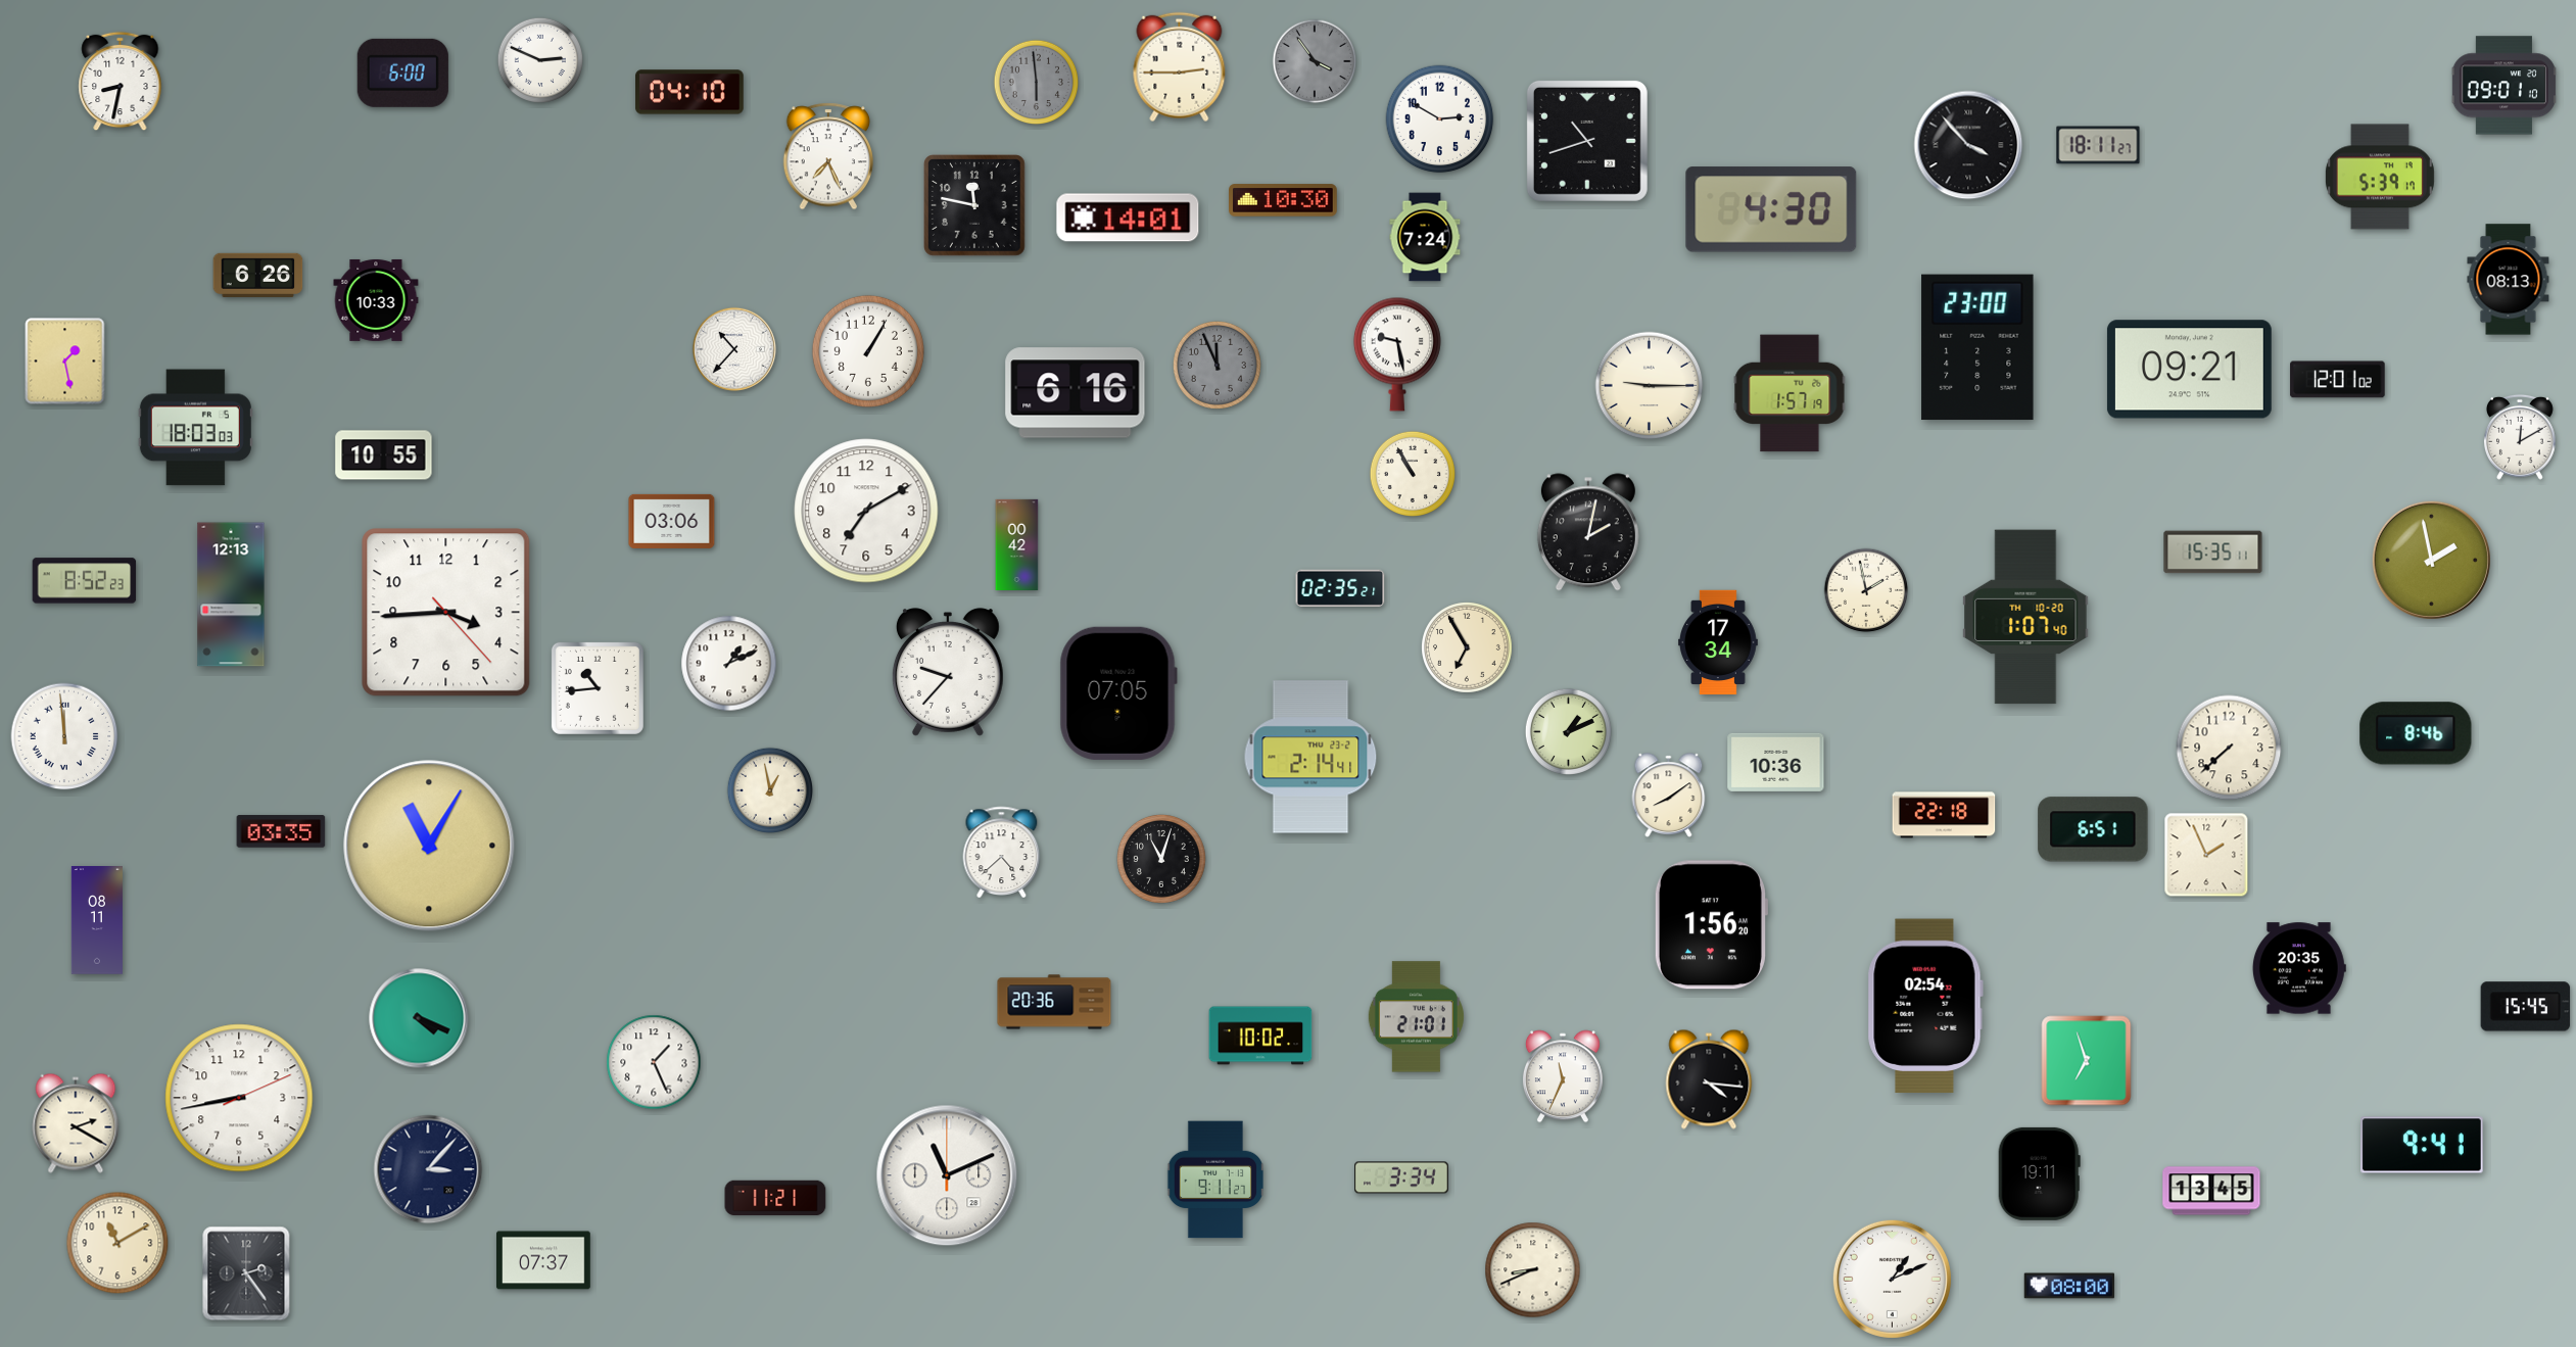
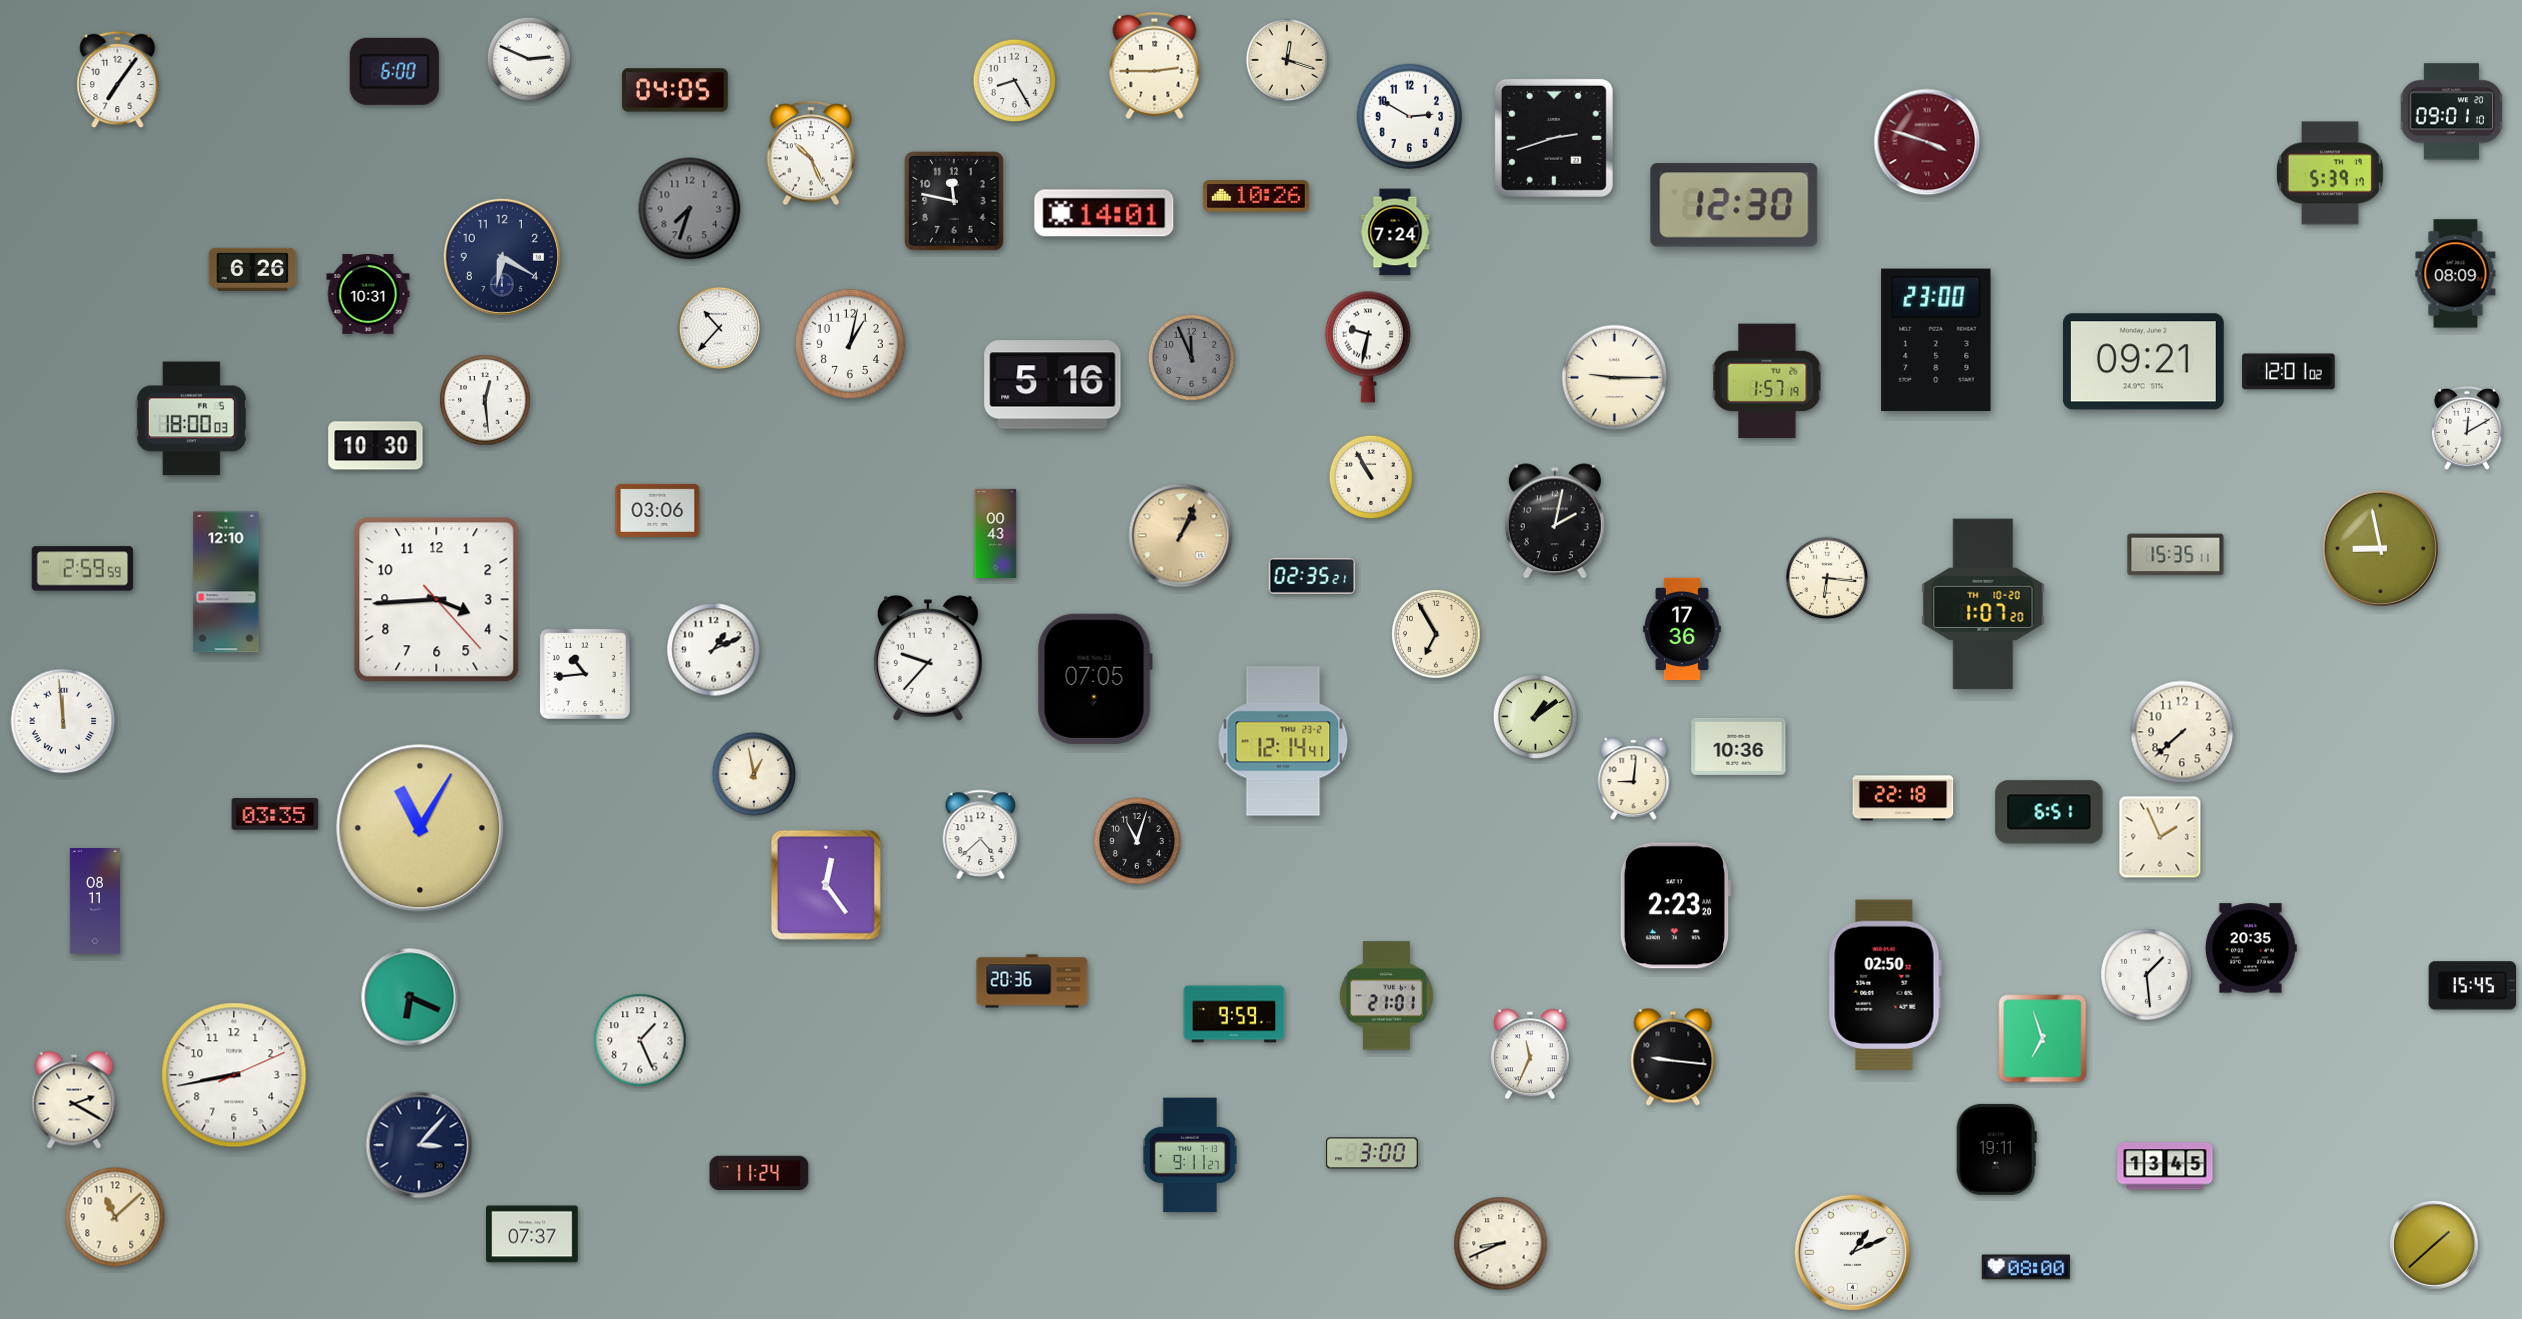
clock at (1315, 61): 3:54 -> 12:18
clock at (1315, 61) dial: grey -> cream
clock at (121, 82): 8:32 -> 7:06
clock at (1037, 83): 5:59 -> 8:25
clock at (1037, 83) dial: grey -> white
clock at (2503, 86) position: (2503, 86) -> (2451, 112)
clock at (689, 92): 04:10 -> 04:05
clock at (1587, 141): 10:42 -> 2:42
clock at (1968, 145): 3:53 -> 3:48
clock at (1968, 145) dial: black -> burgundy
clock at (2098, 145): 18:11 -> none
clock at (828, 156): 7:26 -> 10:26
clock at (1284, 200): 10:30 -> 10:26
clock at (1771, 209): 4:30 -> 12:30
clock at (690, 209): none -> 7:33
clock at (502, 257): none -> 6:20
clock at (2509, 280): 08:13 -> 08:09
clock at (376, 300): 10:33 -> 10:31
clock at (733, 348) position: (733, 348) -> (718, 327)
clock at (868, 351): 1:05 -> 1:02
clock at (1397, 354): 9:28 -> 9:32
clock at (65, 362): 1:28 -> none
clock at (1076, 393): 6:16 -> 5:16
clock at (1790, 393) position: (1790, 393) -> (1767, 381)
clock at (485, 400): none -> 12:29
clock at (195, 428): 18:03 -> 18:00
clock at (384, 455): 10:55 -> 10:30
clock at (1412, 473) position: (1412, 473) -> (1370, 476)
clock at (866, 511): 7:10 -> none
clock at (1017, 544): 00:42 -> 00:43
clock at (1181, 536): none -> 1:04
clock at (2213, 552) position: (2213, 552) -> (2176, 555)
clock at (2431, 560): 1:58 -> 8:58
clock at (85, 581): 8:52 -> 2:59
clock at (1866, 590): 1:58 -> 6:16
clock at (231, 594): 12:13 -> 12:10
clock at (2025, 617): 1:07:40 -> 1:07:20
clock at (1719, 642): 17:34 -> 17:36
clock at (1568, 731): 1:11 -> 1:09
clock at (2416, 733): 8:46 -> none
clock at (1310, 757): 2:14 -> 12:14
clock at (1669, 796): 8:09 -> 9:01
clock at (826, 885): none -> 12:24
clock at (1711, 925): 1:56 -> 2:23
clock at (2147, 975): none -> 1:29
clock at (1925, 1006): 02:54 -> 02:50
clock at (419, 1018): 4:19 -> 6:19
clock at (1260, 1036): 10:02 -> 9:59
clock at (1709, 1079): 4:16 -> 9:16
clock at (2423, 1145): 9:41 -> none
clock at (947, 1175): 11:11 -> none
clock at (1401, 1177): 3:34 -> 3:00
clock at (775, 1198): 11:21 -> 11:24
clock at (117, 1243): 11:10 -> 11:08
clock at (2434, 1245): none -> 1:38
clock at (246, 1273): 2:24 -> none
clock at (2069, 1286) position: (2069, 1286) -> (2026, 1267)
